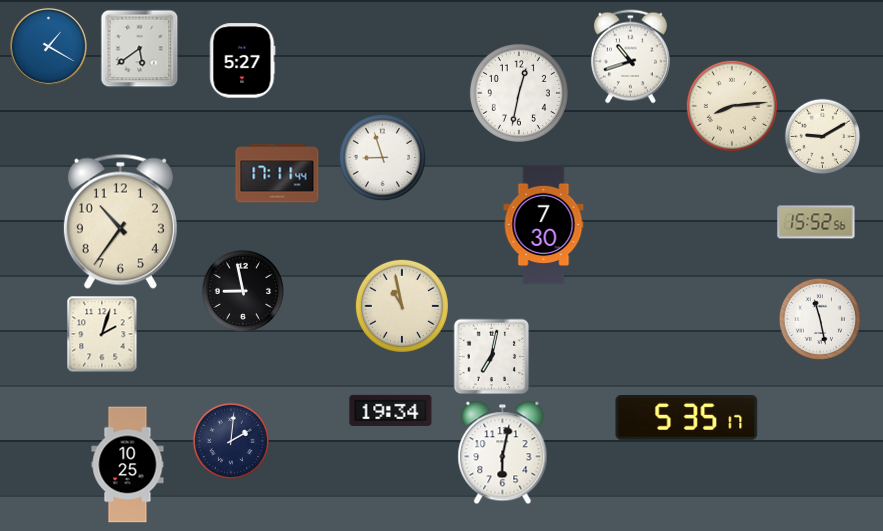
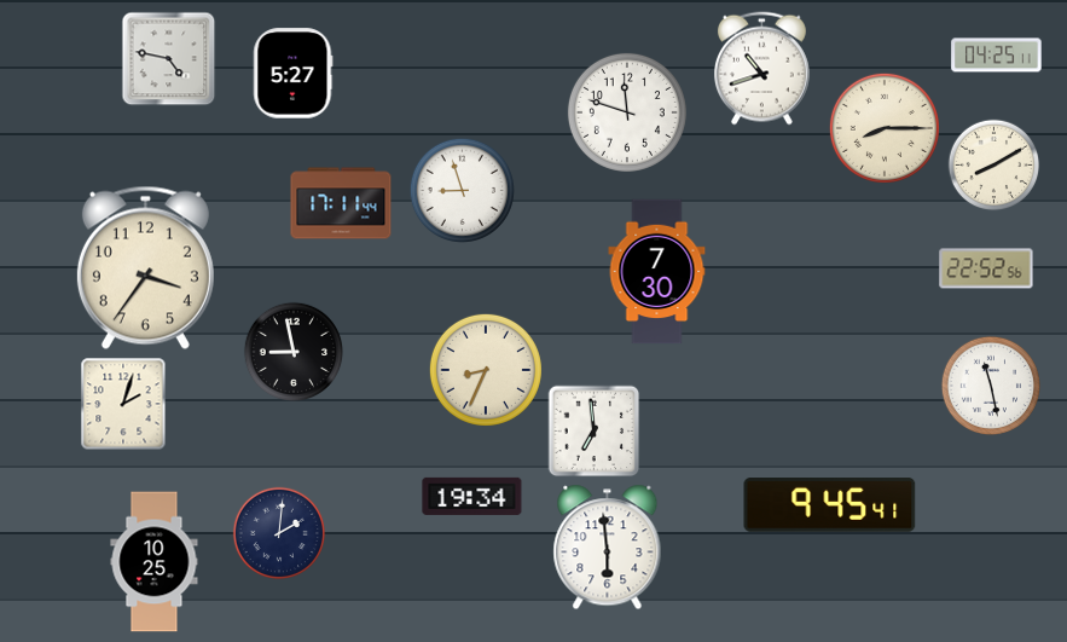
clock at (48, 46): 1:20 -> none
clock at (997, 56): none -> 04:25
clock at (140, 49): 5:39 -> 4:47
clock at (519, 93): 12:32 -> 11:48
clock at (732, 106): 8:14 -> 8:15
clock at (823, 137): 9:10 -> 8:10
clock at (277, 173) position: (277, 173) -> (341, 203)
clock at (120, 221): 10:36 -> 3:36
clock at (816, 222): 15:52 -> 22:52
clock at (402, 306): 10:58 -> 8:34
clock at (492, 357): 7:02 -> 6:59
clock at (687, 418): 5:35 -> 9:45
clock at (503, 453): 6:02 -> 5:59
